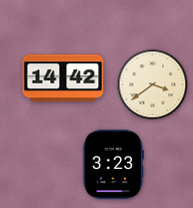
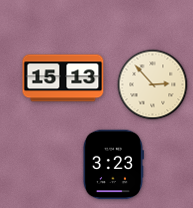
clock at (63, 78): 14:42 -> 15:13
clock at (153, 85): 3:39 -> 2:53
